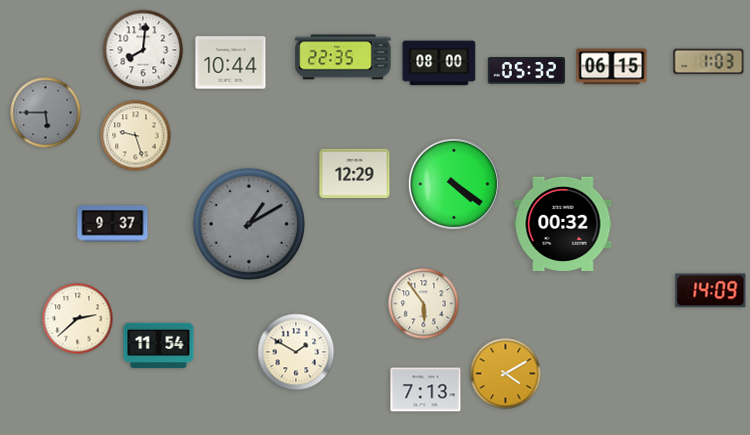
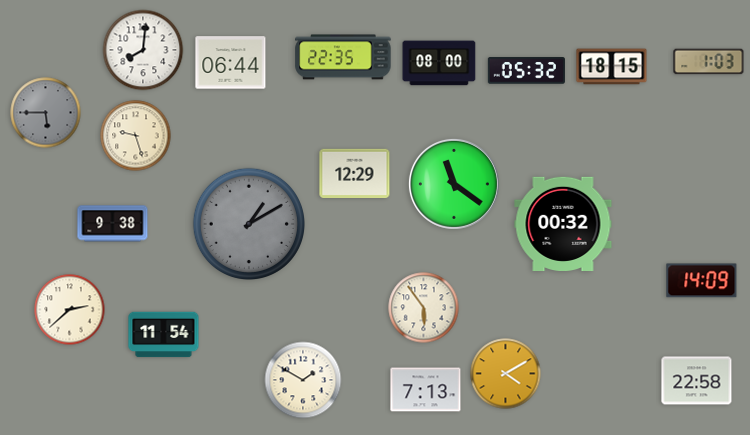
clock at (231, 63): 10:44 -> 06:44
clock at (612, 67): 06:15 -> 18:15
clock at (454, 184): 4:21 -> 11:21
clock at (113, 224): 9:37 -> 9:38
clock at (711, 291) position: (711, 291) -> (702, 281)
clock at (424, 304) position: (424, 304) -> (424, 308)
clock at (78, 319) position: (78, 319) -> (70, 310)
clock at (159, 346) position: (159, 346) -> (164, 335)
clock at (296, 352) position: (296, 352) -> (303, 380)
clock at (697, 381): none -> 22:58
